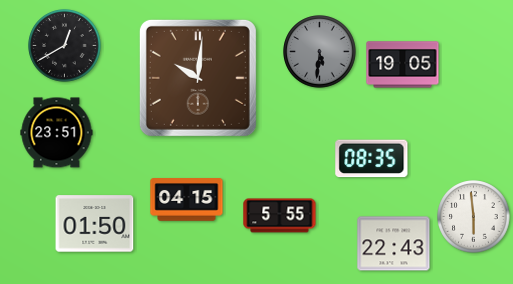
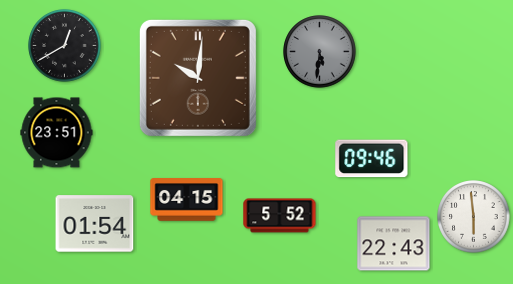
clock at (403, 65): 19:05 -> none
clock at (372, 159): 08:35 -> 09:46
clock at (280, 216): 5:55 -> 5:52
clock at (95, 224): 01:50 -> 01:54
